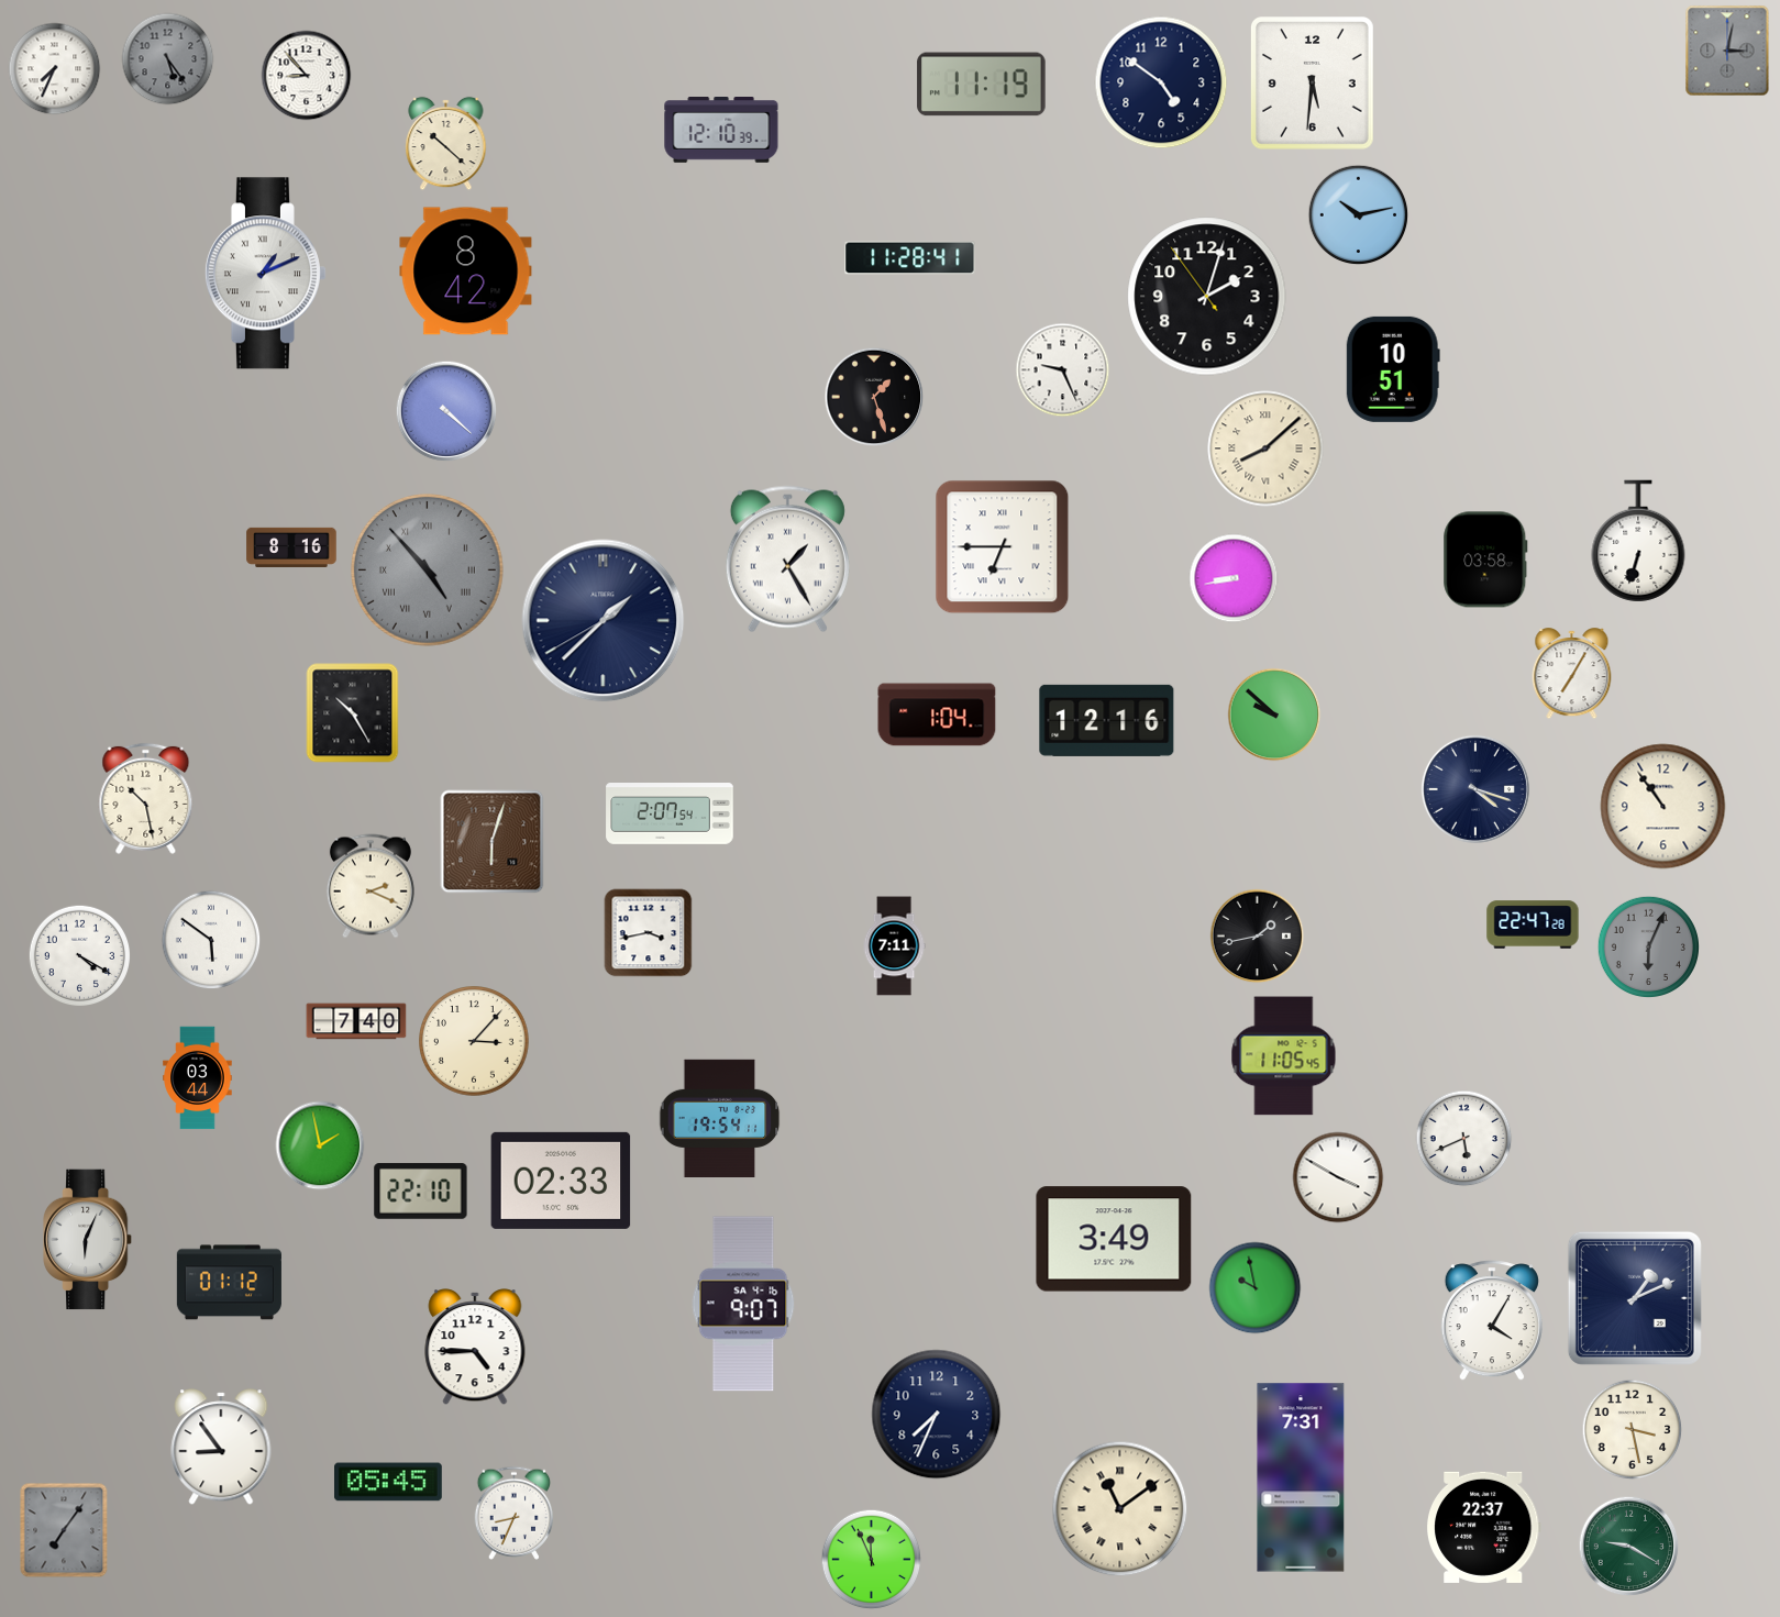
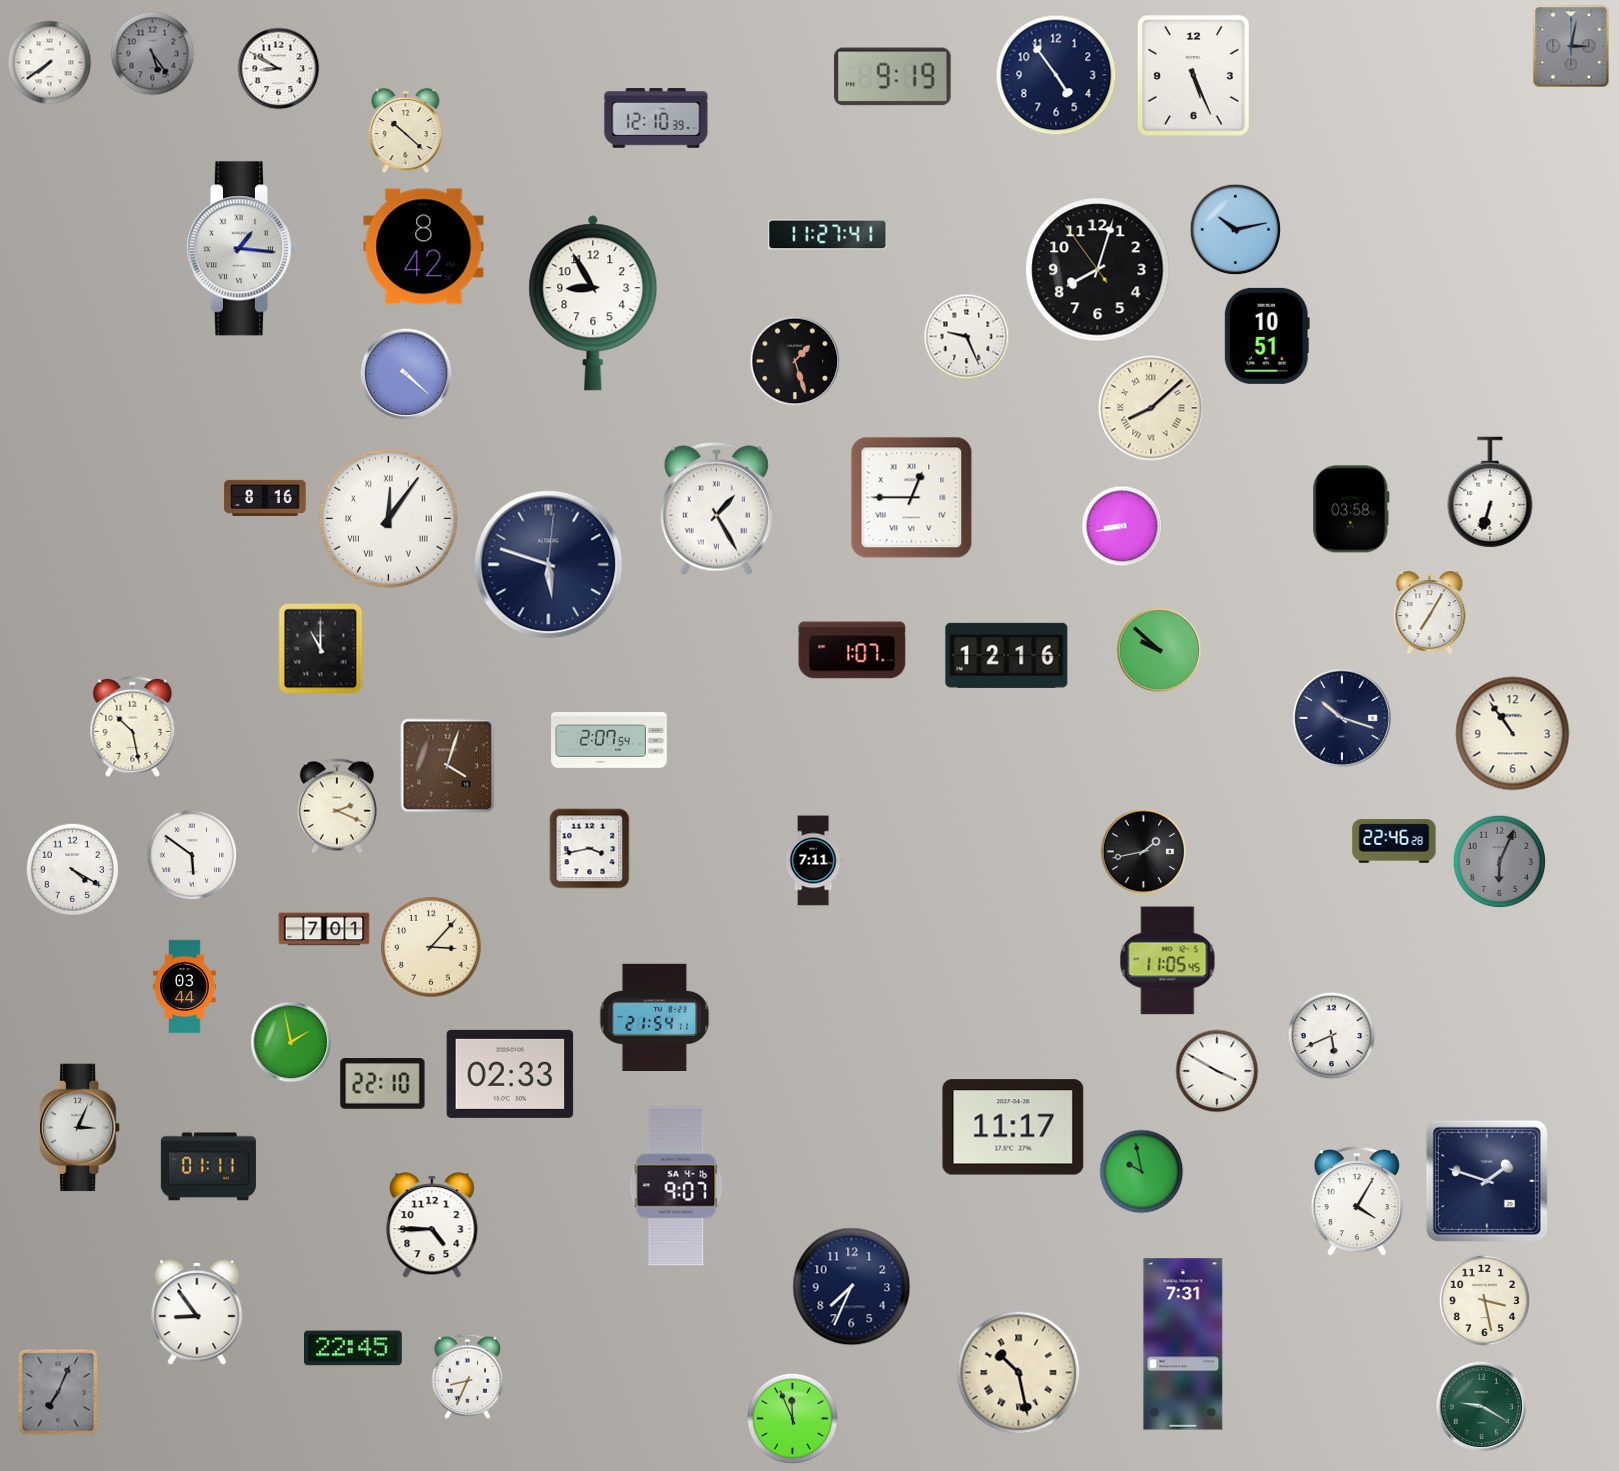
clock at (55, 69): 7:34 -> 7:39
clock at (307, 76): 8:53 -> 8:50
clock at (1161, 82): 4:51 -> 4:54
clock at (1313, 84): 5:31 -> 5:26
clock at (982, 85): 11:19 -> 9:19
clock at (1359, 215) position: (1359, 215) -> (1236, 230)
clock at (910, 258): 11:28 -> 11:27
clock at (265, 274): 1:11 -> 1:16
clock at (1207, 297): 2:02 -> 8:02
clock at (593, 303): none -> 8:55
clock at (1003, 547): 6:45 -> 12:45
clock at (427, 569): 4:53 -> 12:06
clock at (427, 569) dial: grey -> white
clock at (604, 621): 1:37 -> 5:48
clock at (353, 713): 10:25 -> 11:00
clock at (937, 715): 1:04 -> 1:07
clock at (1475, 789): 4:18 -> 10:18
clock at (493, 842): 6:03 -> 4:03
clock at (1533, 924): 22:47 -> 22:46
clock at (356, 1021): 7:40 -> 7:01
clock at (198, 1078) position: (198, 1078) -> (185, 987)
clock at (720, 1118): 19:54 -> 21:54
clock at (1114, 1239): 3:49 -> 11:17
clock at (88, 1240): 6:04 -> 3:04
clock at (229, 1283): 01:12 -> 01:11
clock at (1635, 1298): 1:11 -> 1:48
clock at (221, 1447) position: (221, 1447) -> (197, 1312)
clock at (389, 1482): 05:45 -> 22:45
clock at (1120, 1509): 11:09 -> 10:28
clock at (1484, 1527): 22:37 -> none
clock at (64, 1530): 7:06 -> 7:04
